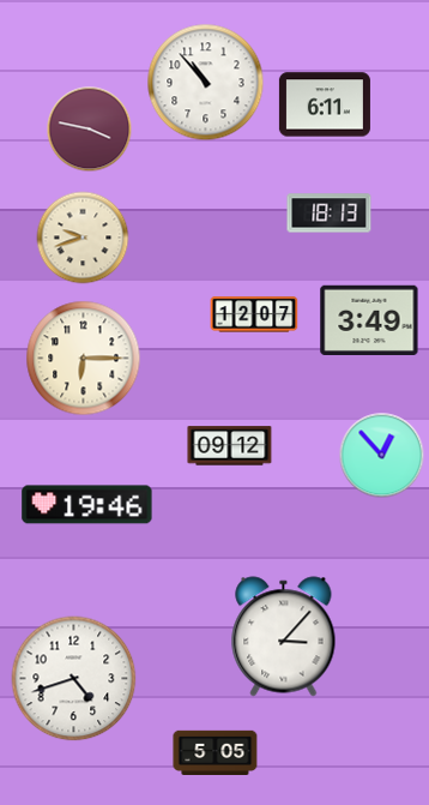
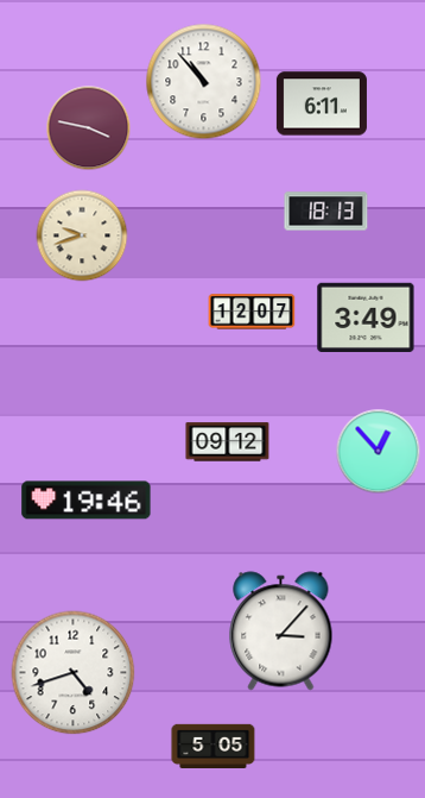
clock at (84, 359): 6:15 -> none
